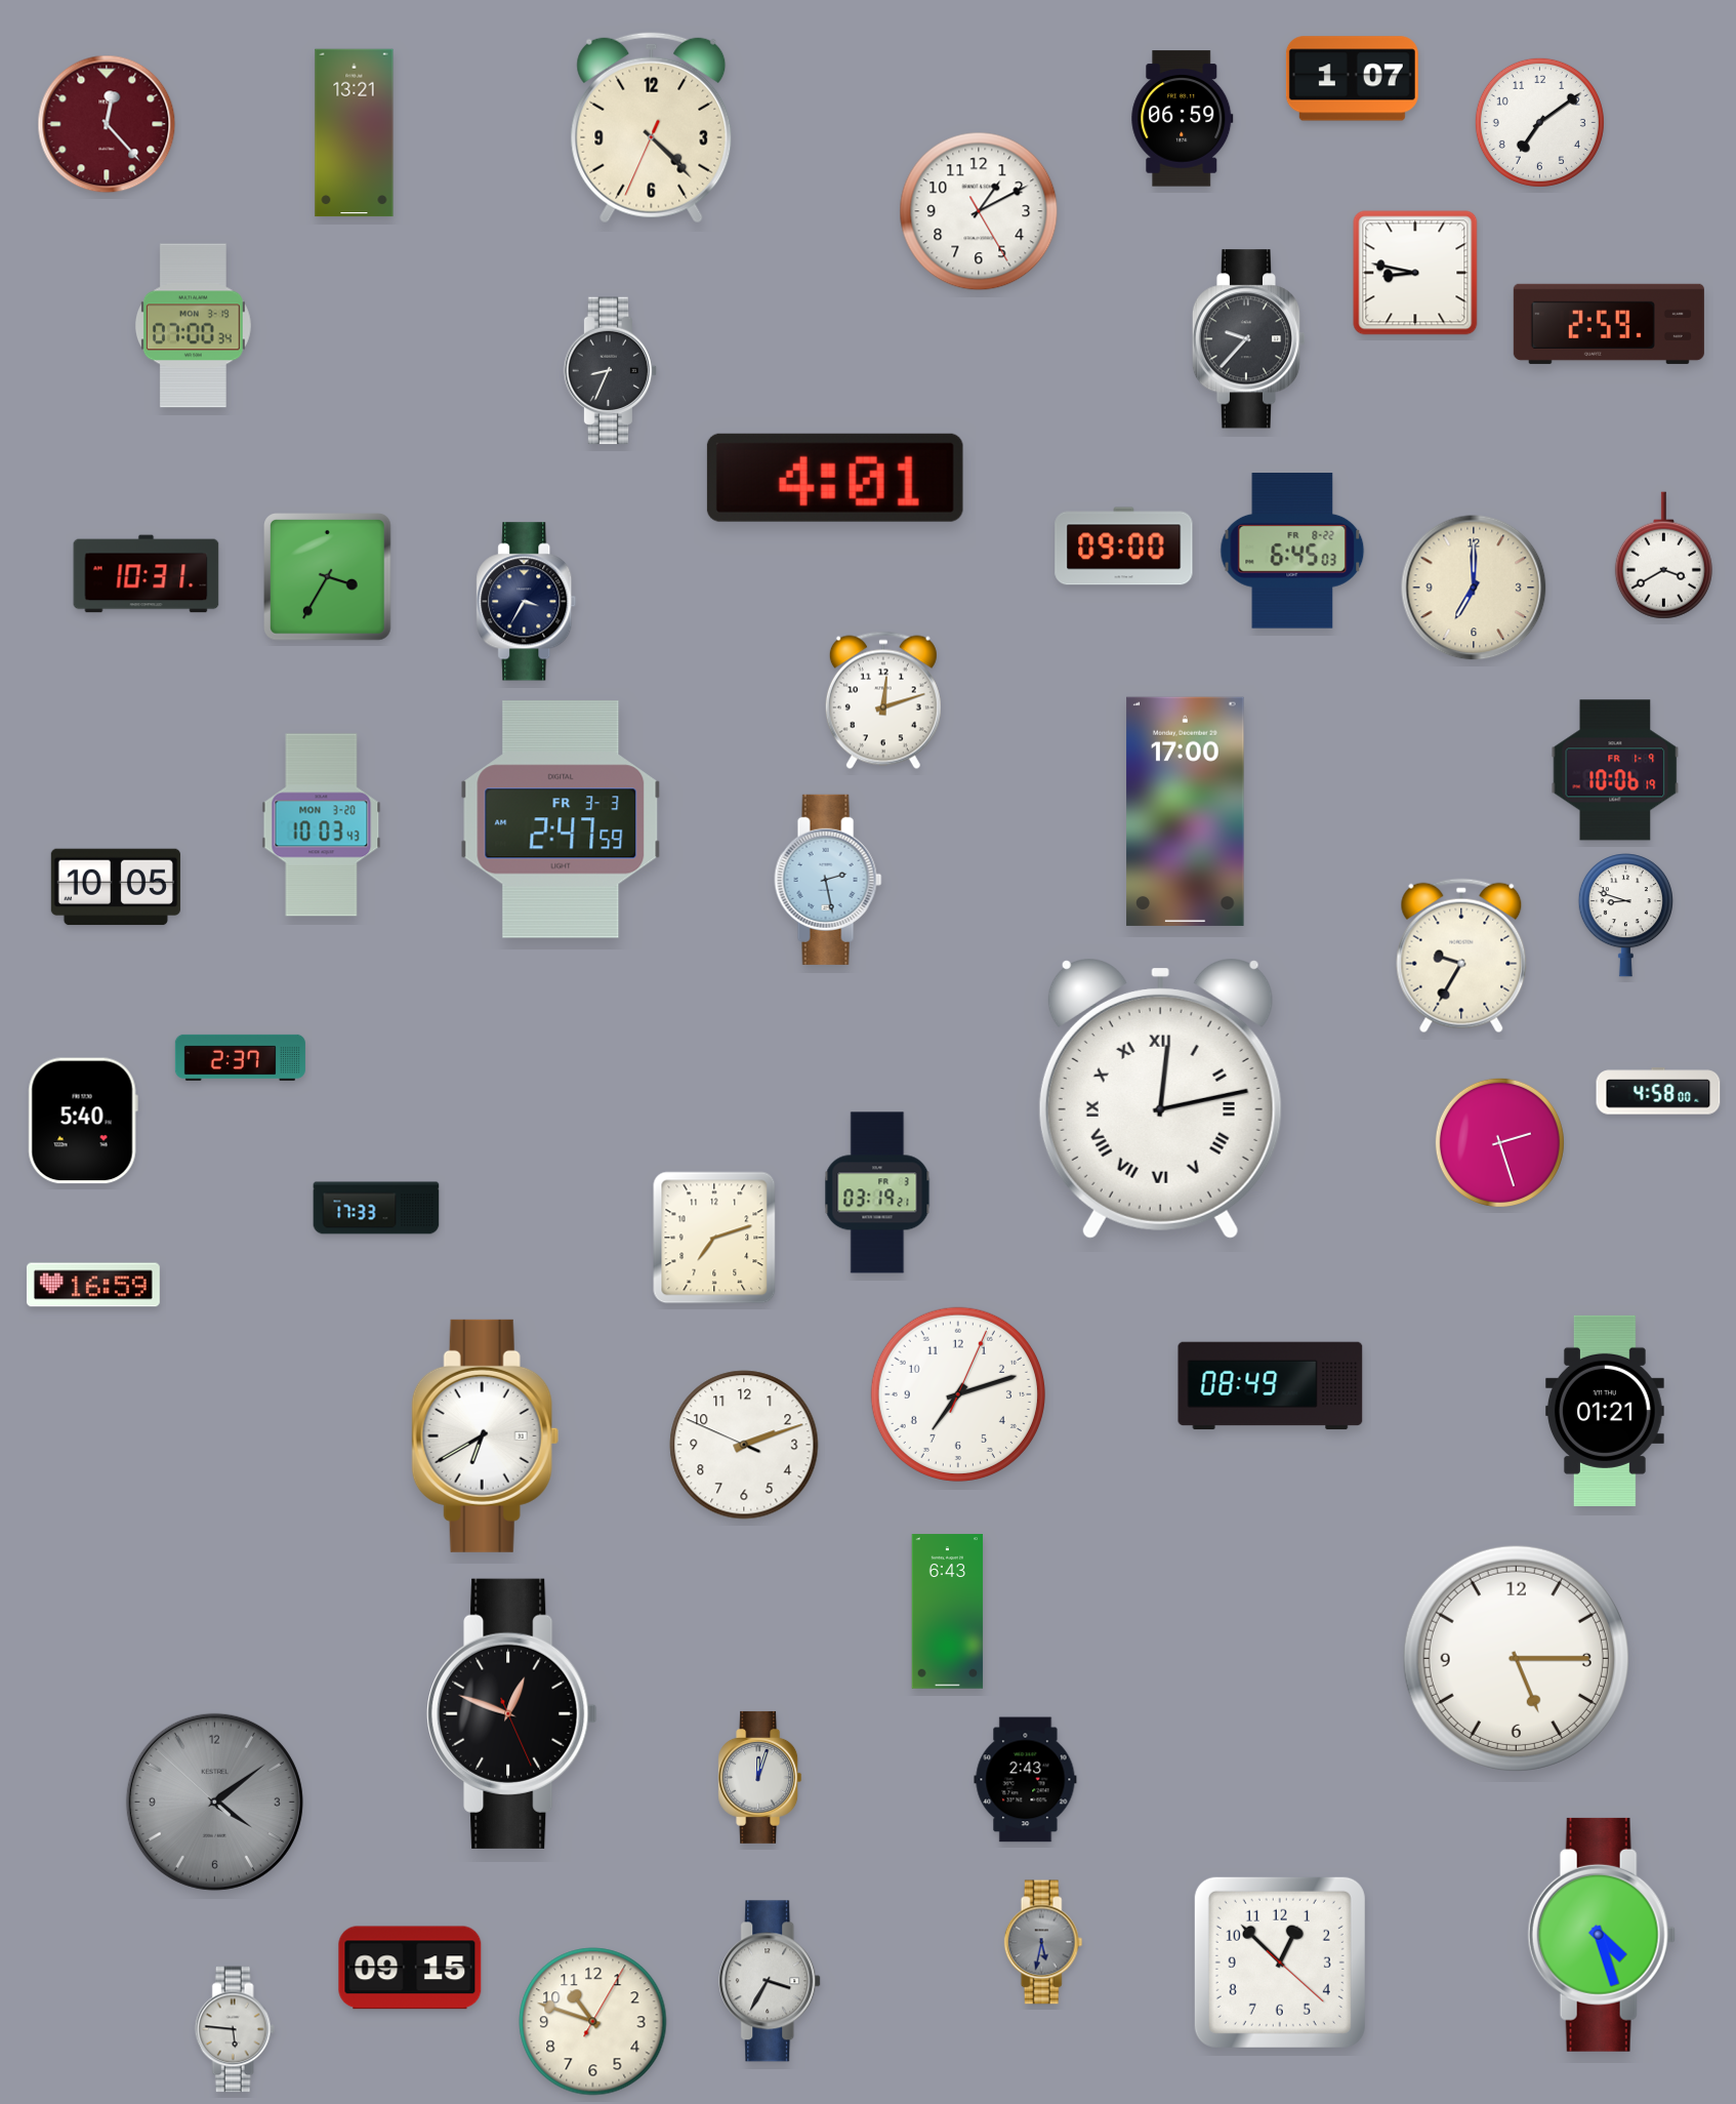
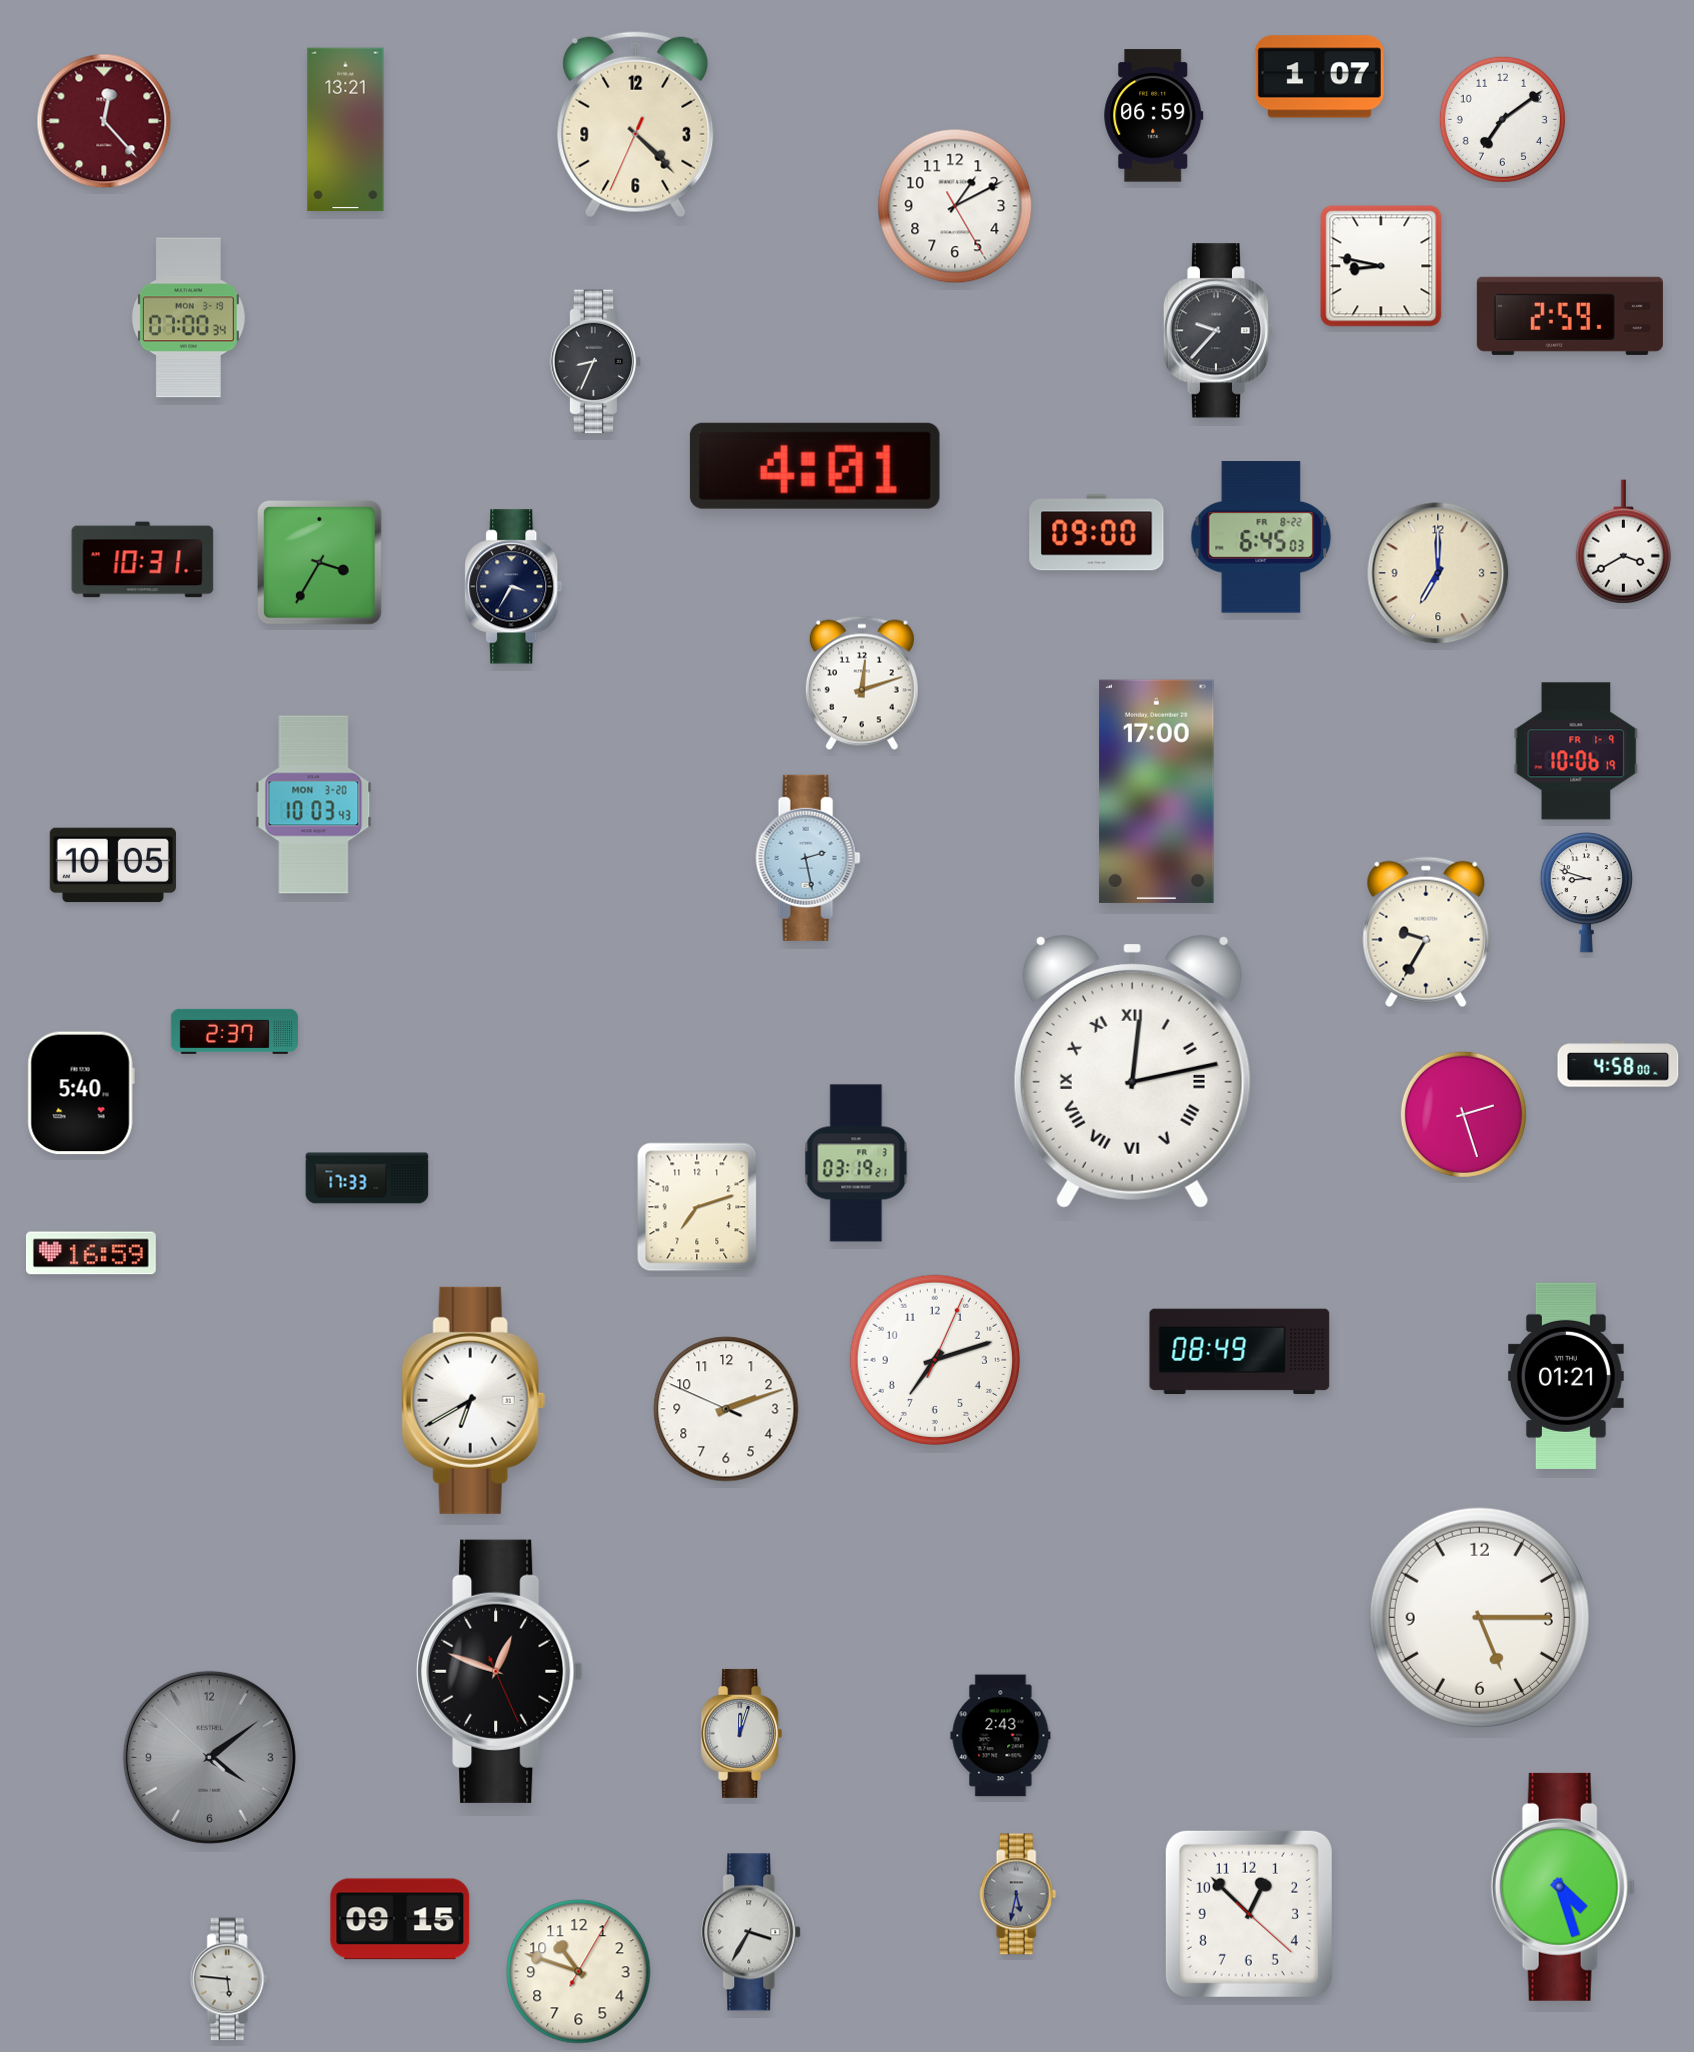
clock at (561, 819): 2:47 -> none
clock at (948, 1612): 6:43 -> none
